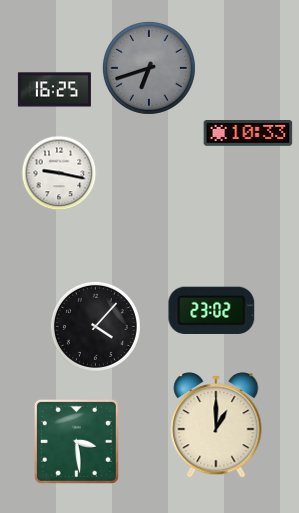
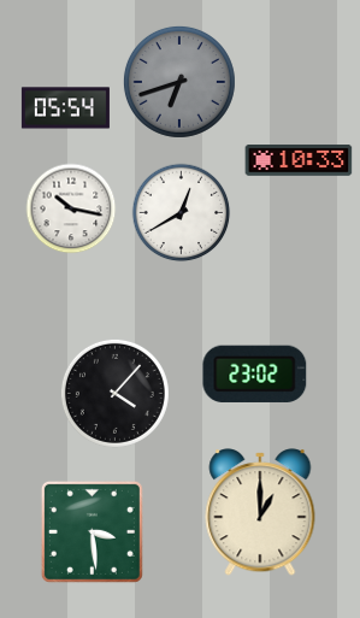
clock at (54, 90): 16:25 -> 05:54
clock at (59, 173): 9:17 -> 10:17
clock at (182, 213): none -> 12:40
